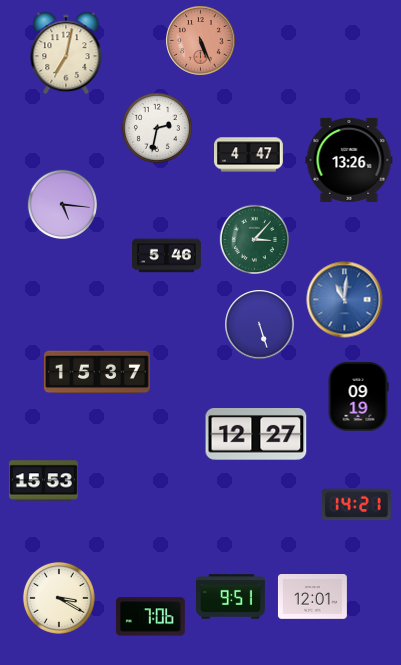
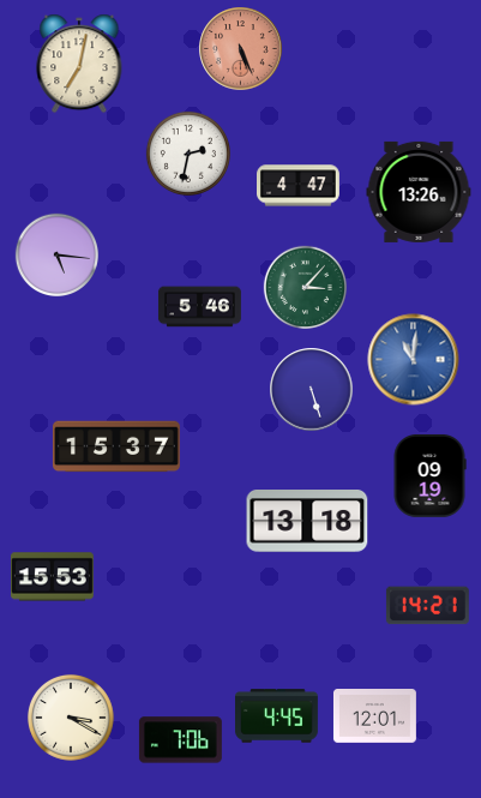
clock at (62, 204) position: (62, 204) -> (56, 254)
clock at (256, 435): 12:27 -> 13:18
clock at (231, 597): 9:51 -> 4:45
